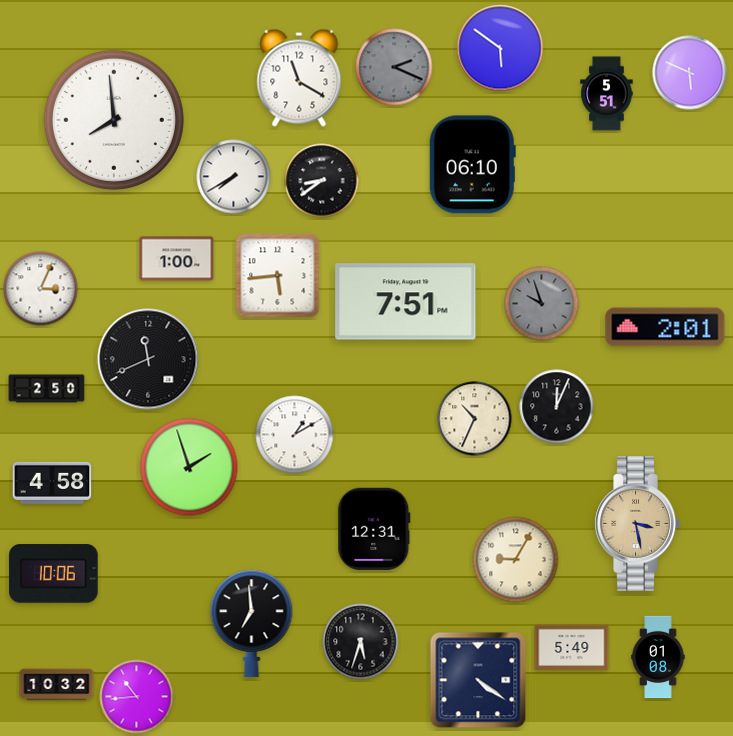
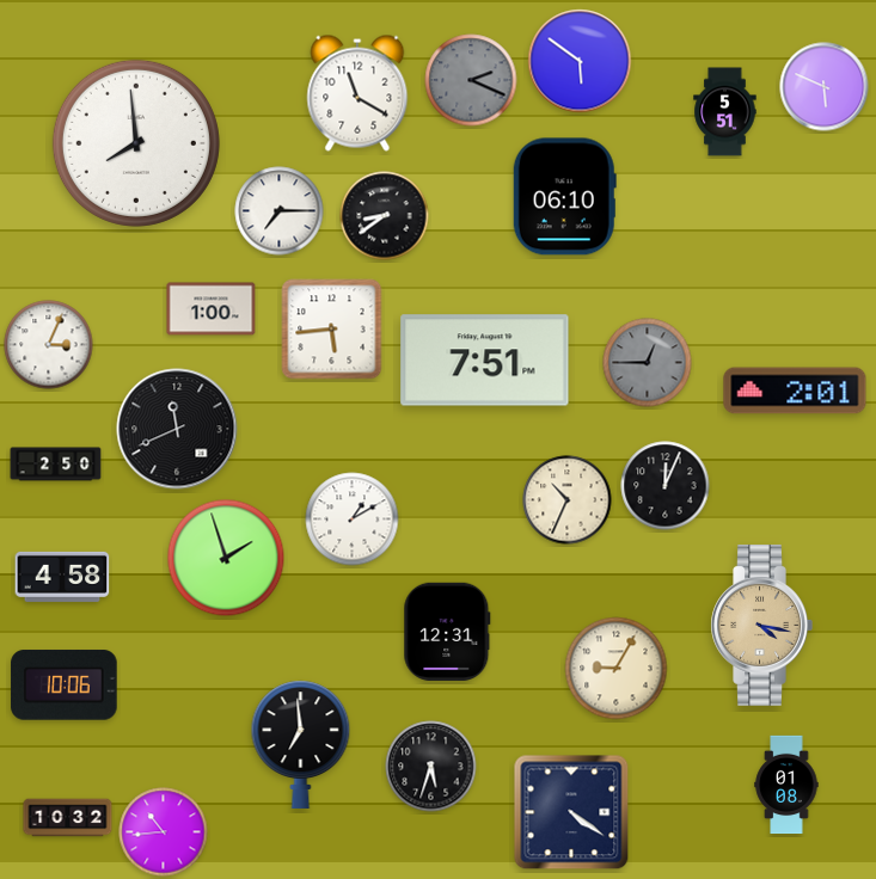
clock at (500, 48) position: (500, 48) -> (580, 61)
clock at (234, 177): 7:40 -> 7:15
clock at (542, 304): 9:57 -> 12:45
clock at (637, 523): 3:28 -> 4:17
clock at (572, 647): 5:49 -> none
